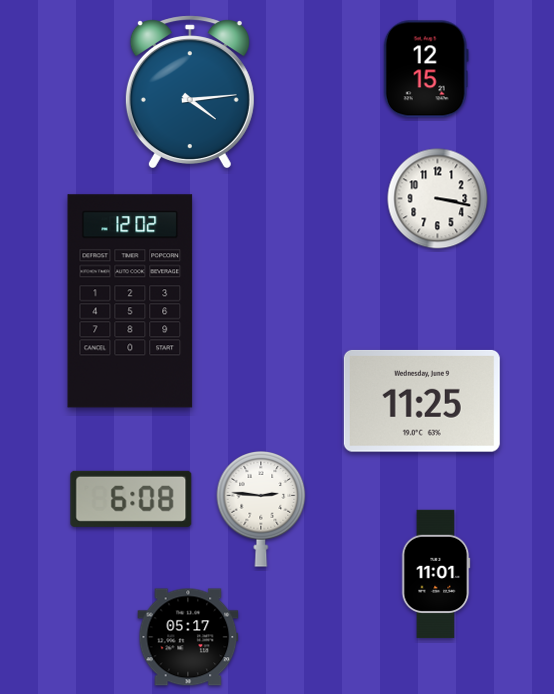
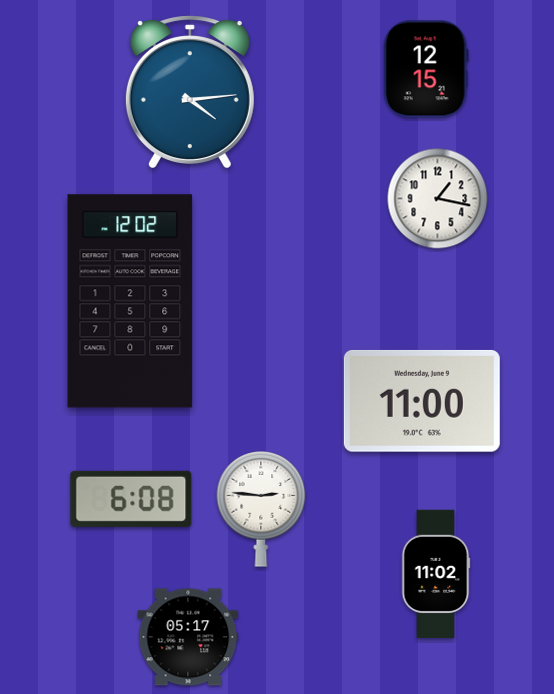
clock at (438, 199): 3:17 -> 1:17
clock at (422, 401): 11:25 -> 11:00
clock at (436, 574): 11:01 -> 11:02
